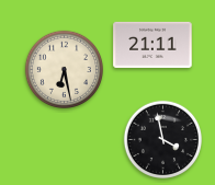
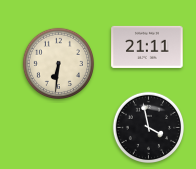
clock at (152, 45) position: (152, 45) -> (147, 47)
clock at (64, 69): 6:28 -> 6:31
